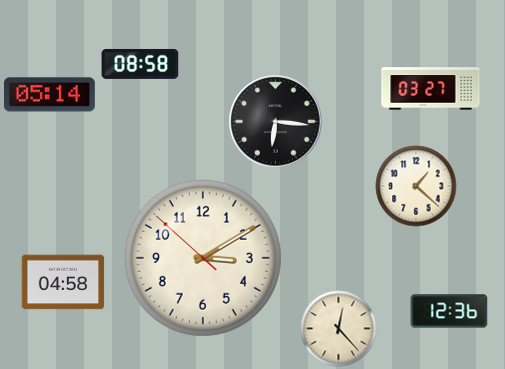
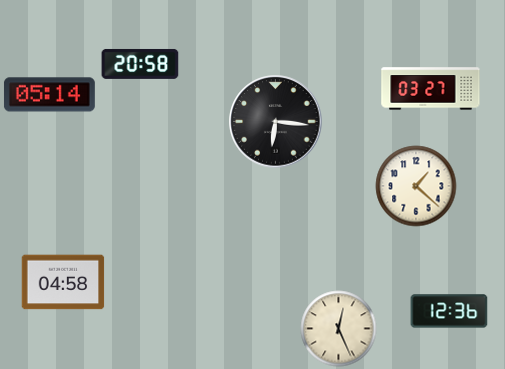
clock at (140, 64): 08:58 -> 20:58
clock at (203, 258): 3:09 -> none
clock at (339, 329): 12:23 -> 12:26
